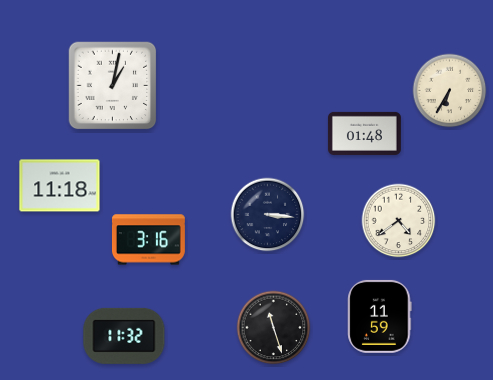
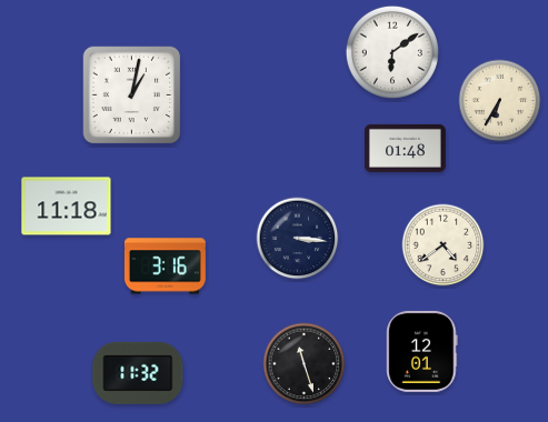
clock at (392, 52): none -> 6:09
clock at (113, 86) position: (113, 86) -> (132, 96)
clock at (380, 316): 11:59 -> 12:01
